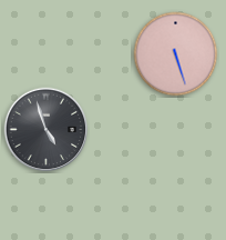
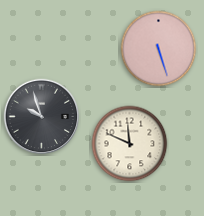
clock at (47, 130): 4:57 -> 9:57
clock at (130, 144): none -> 11:49
